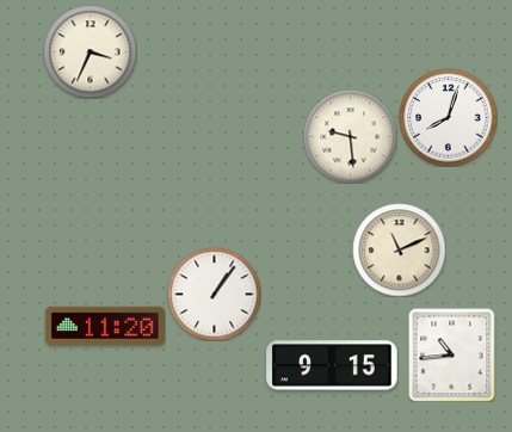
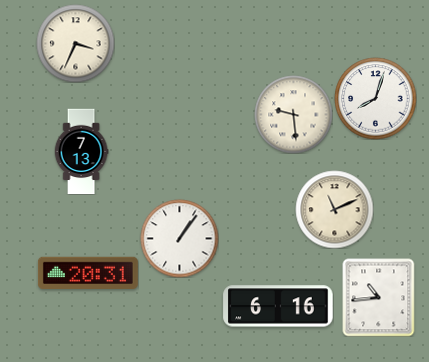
clock at (81, 151): none -> 7:13
clock at (214, 294) position: (214, 294) -> (179, 238)
clock at (105, 325): 11:20 -> 20:31
clock at (332, 365): 9:15 -> 6:16
